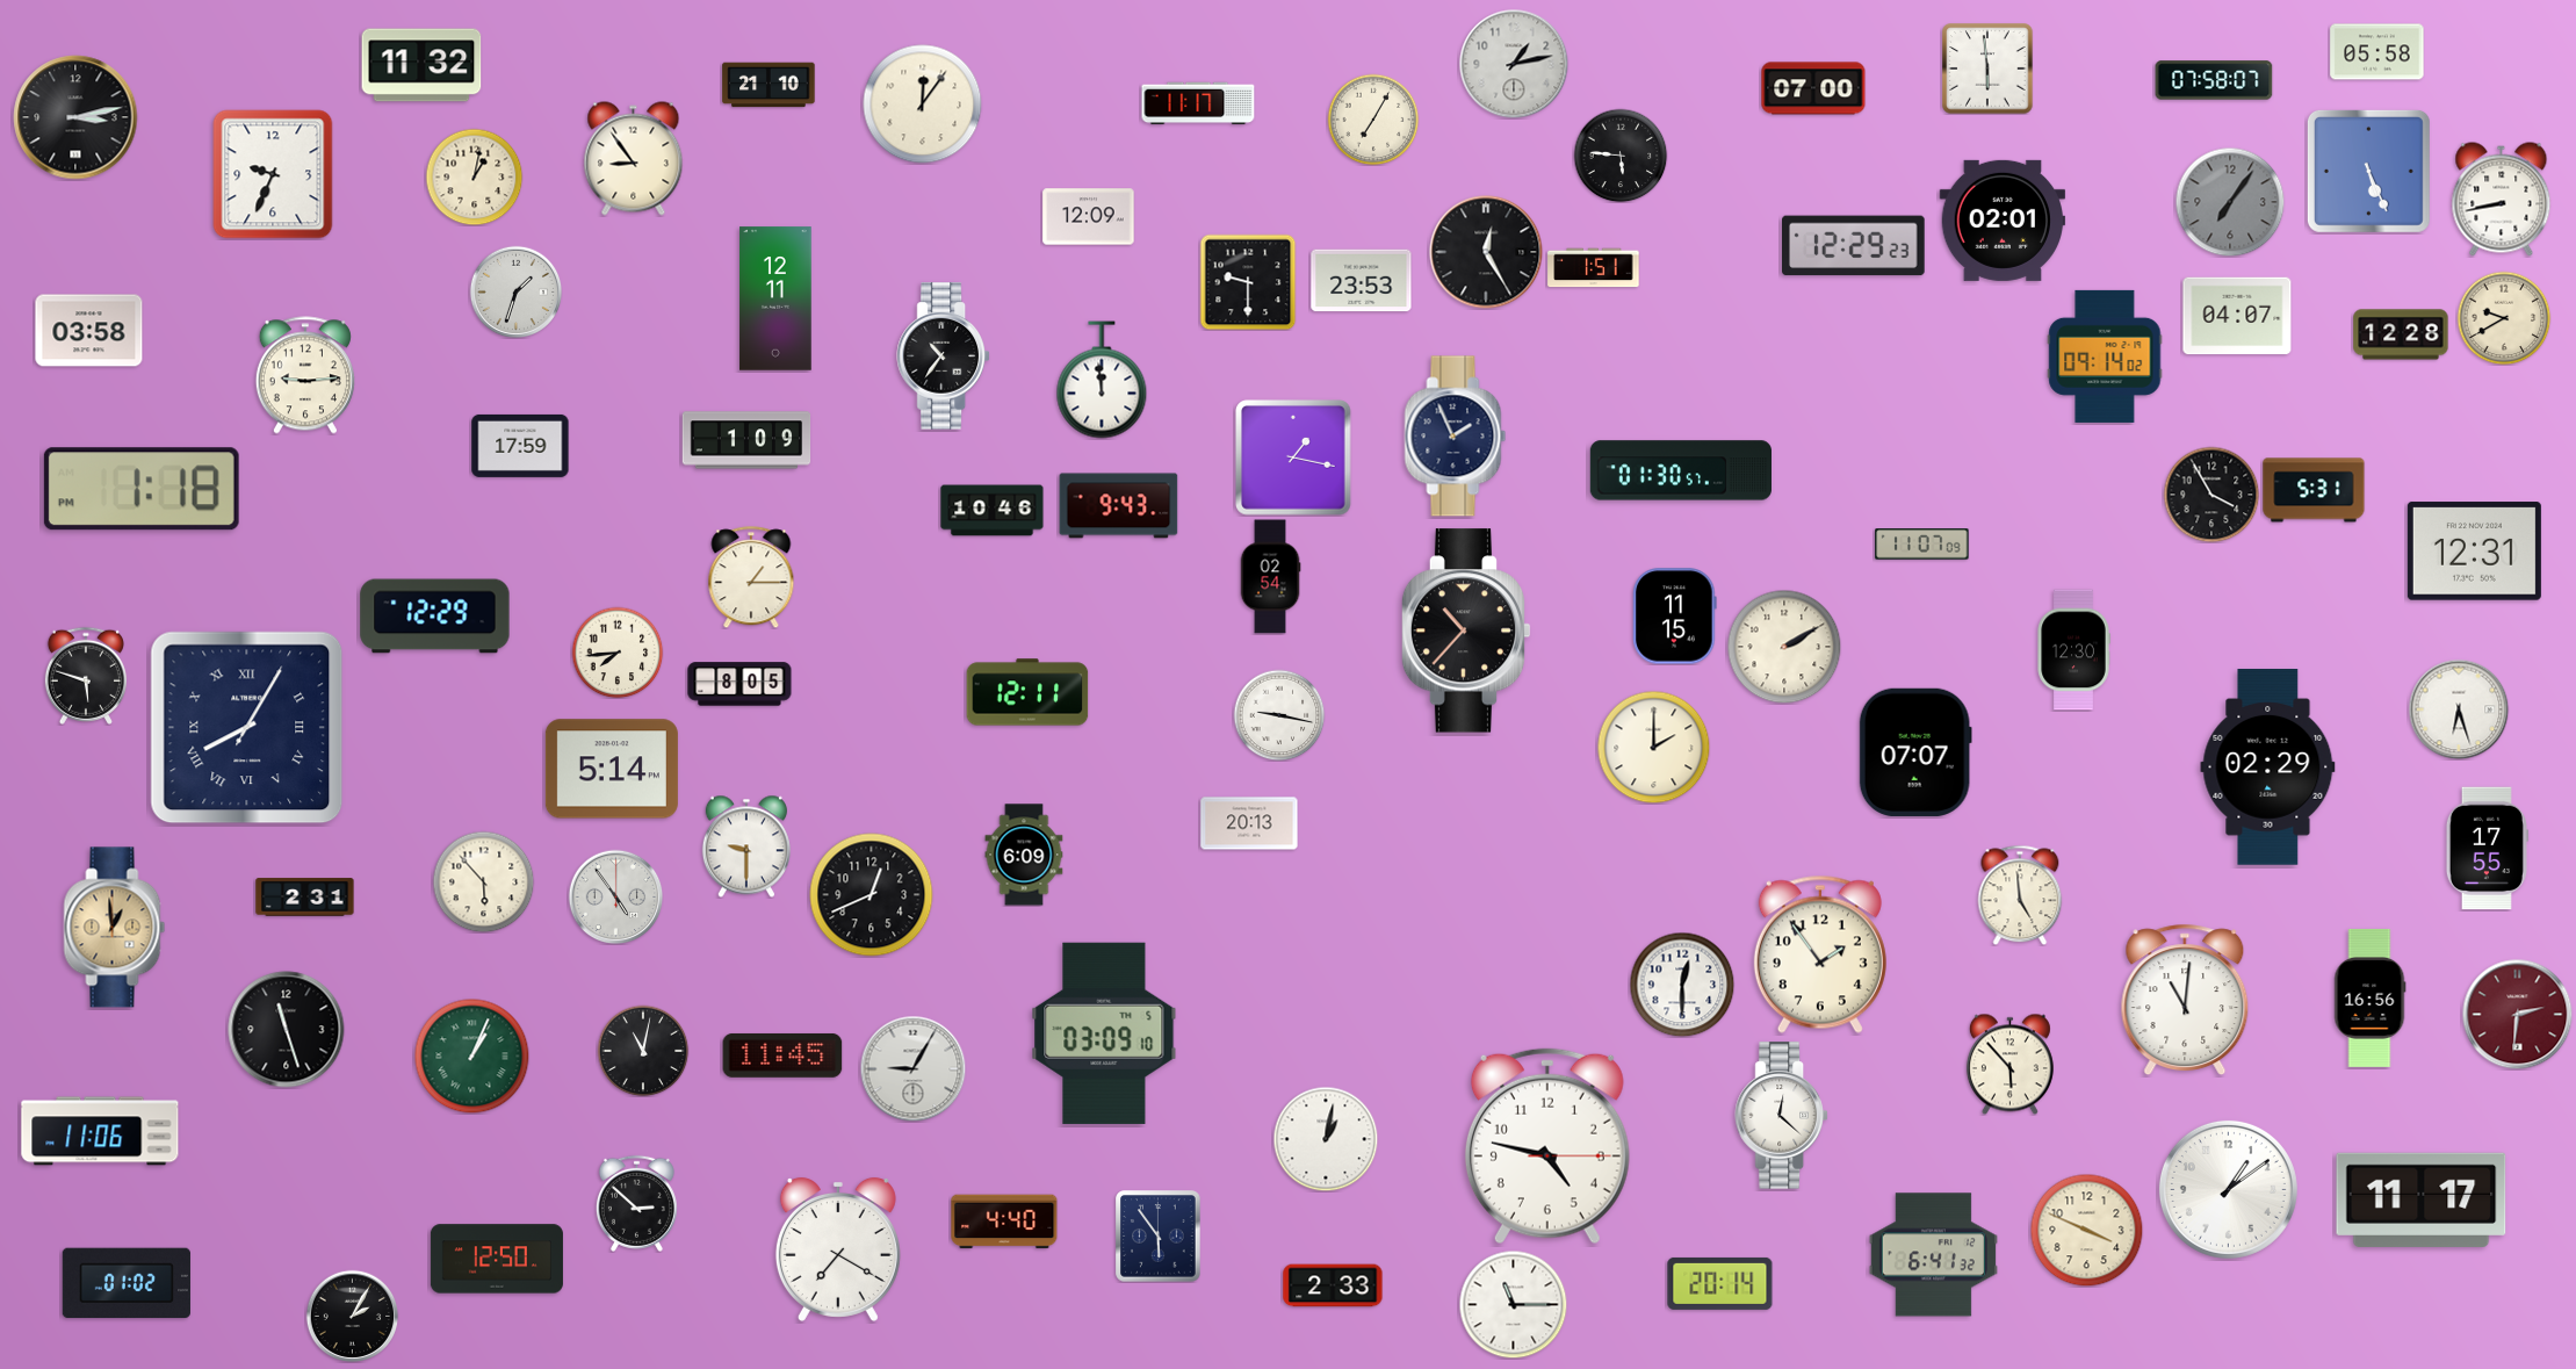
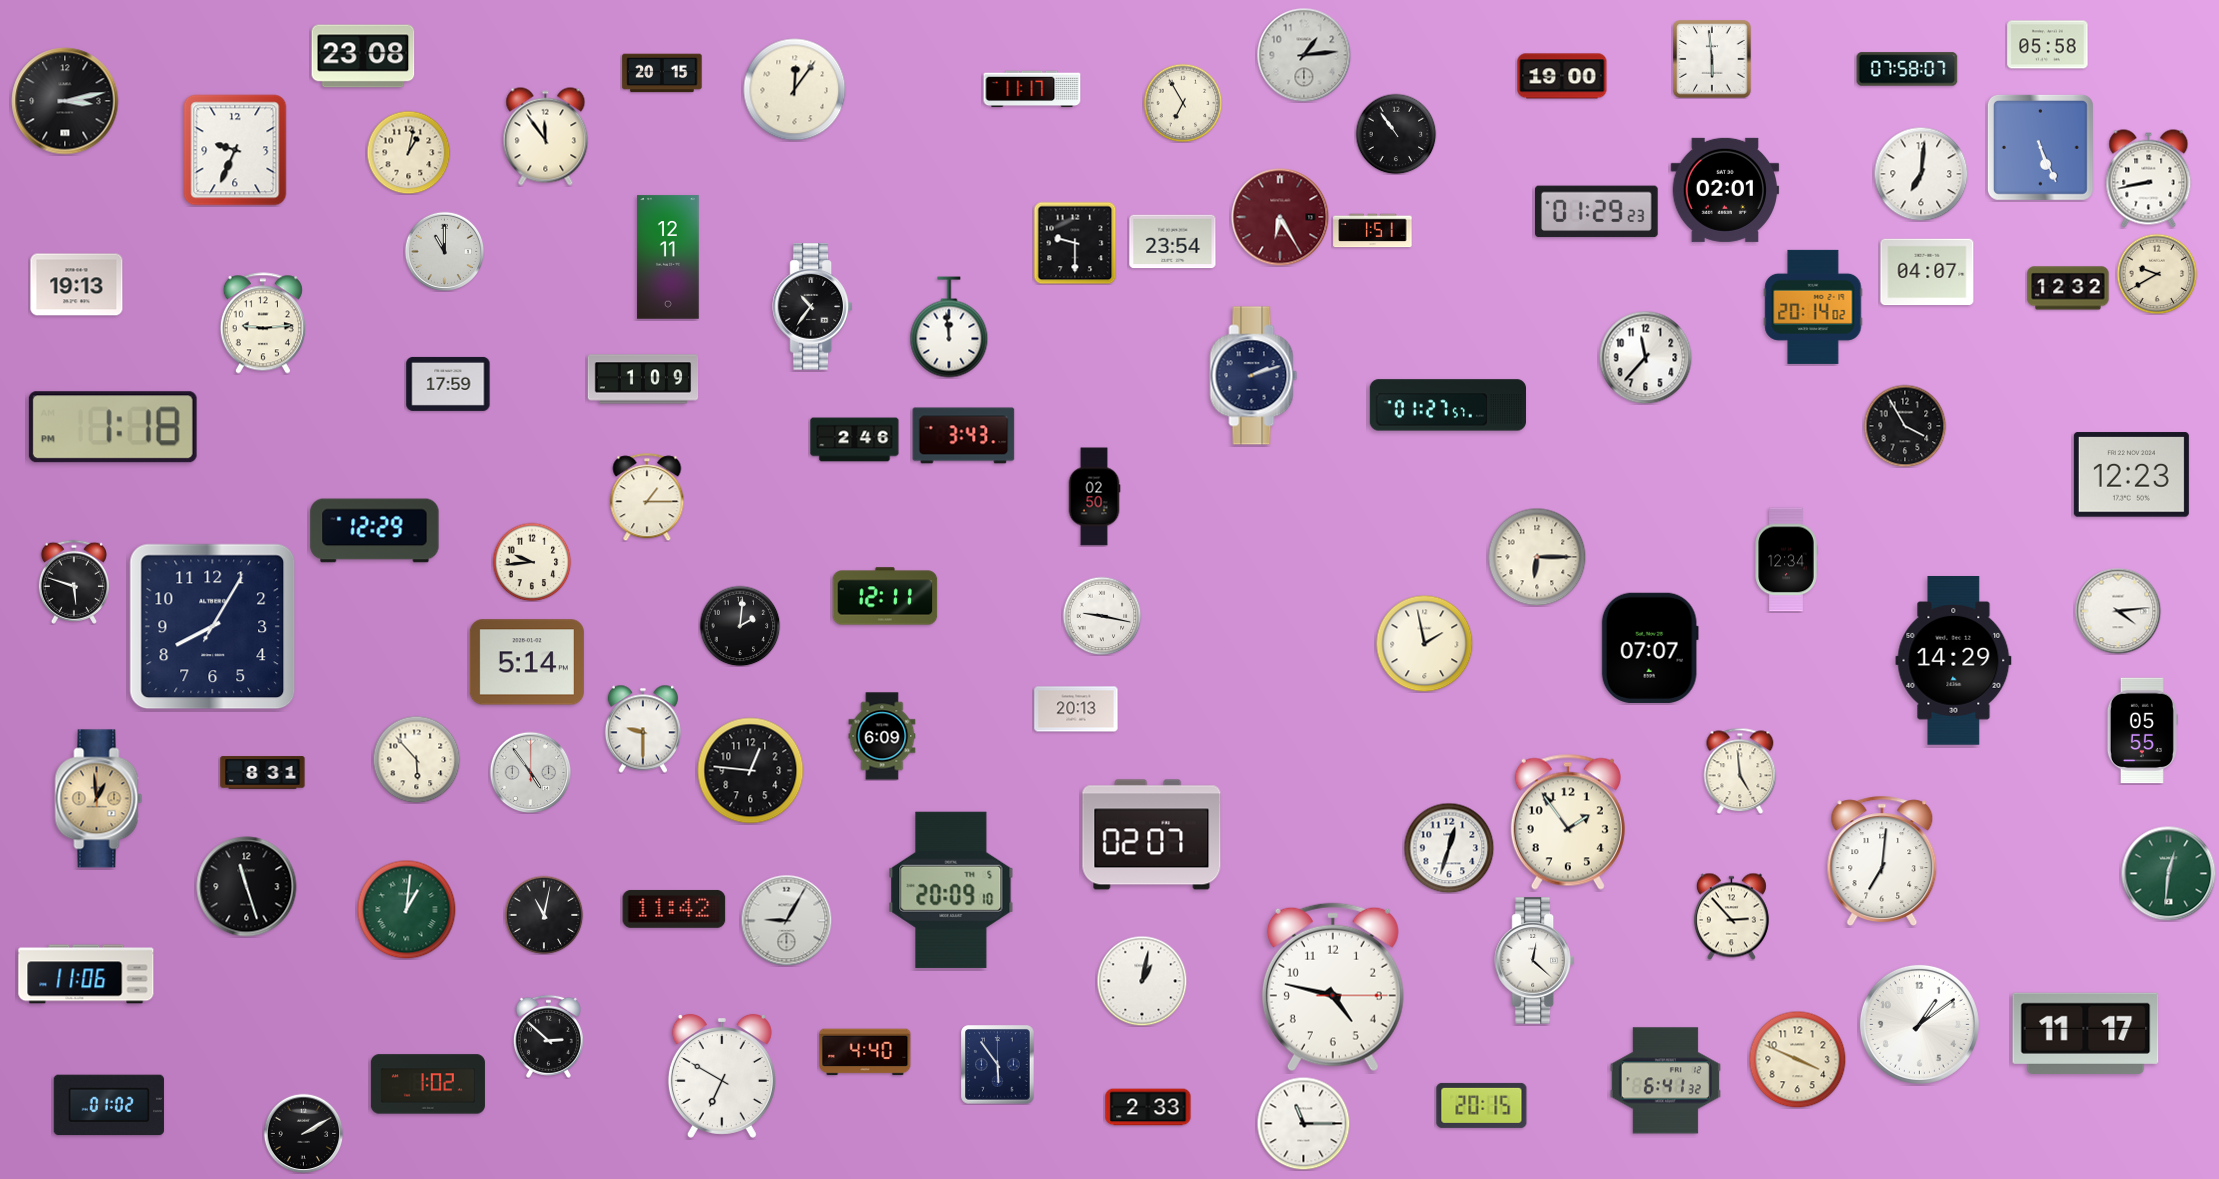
clock at (1514, 64): 1:13 -> 1:14
clock at (421, 65): 11:32 -> 23:08
clock at (769, 85): 21:10 -> 20:15
clock at (1813, 88): 07:00 -> 19:00
clock at (1373, 120): 7:05 -> 6:55
clock at (1621, 156): 5:46 -> 10:54
clock at (634, 159): 8:54 -> 11:54
clock at (2502, 200) position: (2502, 200) -> (2149, 179)
clock at (2230, 202): 7:06 -> 7:01
clock at (2230, 202) dial: grey -> white
clock at (1089, 217): 12:09 -> none
clock at (1854, 246): 12:29 -> 01:29
clock at (1486, 252): 12:25 -> 6:25
clock at (1486, 252) dial: black -> burgundy
clock at (1362, 281): 23:53 -> 23:54
clock at (515, 291): 1:33 -> 11:00
clock at (89, 331): 03:58 -> 19:13
clock at (2401, 334): 12:28 -> 12:32
clock at (2105, 356): 09:14 -> 20:14
clock at (1645, 357): none -> 11:37
clock at (1456, 437): 1:56 -> 2:12
clock at (1293, 457): 1:17 -> none
clock at (1680, 470): 01:30 -> 01:27
clock at (142, 489) position: (142, 489) -> (113, 427)
clock at (2314, 490): 5:31 -> none
clock at (1119, 506): 9:43 -> 3:43
clock at (993, 511): 10:46 -> 2:46
clock at (1922, 545): 11:07 -> none
clock at (2474, 552): 12:31 -> 12:23
clock at (1270, 577): 02:54 -> 02:50
clock at (1675, 617): 11:15 -> none
clock at (1466, 631): 10:37 -> none
clock at (1784, 647): 2:10 -> 6:15
clock at (2073, 650): 12:30 -> 12:34
clock at (618, 653): 7:44 -> 9:44
clock at (739, 684): 8:05 -> none
clock at (2459, 709): 6:27 -> 4:14
clock at (740, 626): none -> 2:01
clock at (247, 728) numerals: Roman -> Arabic
clock at (1653, 747): 2:00 -> 1:58
clock at (2268, 768): 02:29 -> 14:29
clock at (2487, 849): 17:55 -> 05:55
clock at (872, 895): 12:41 -> 12:46
clock at (305, 898): 2:31 -> 8:31
clock at (1152, 835): none -> 02:07
clock at (1682, 985): 12:30 -> 12:33
clock at (2369, 997): 16:56 -> none
clock at (2185, 1000): 11:01 -> 7:01
clock at (2517, 1014): 2:31 -> 12:31
clock at (2517, 1014) dial: burgundy -> green
clock at (1104, 1033): 03:09 -> 20:09
clock at (643, 1051) position: (643, 1051) -> (544, 915)
clock at (782, 1055): 11:45 -> 11:42
clock at (472, 1057): 1:04 -> 1:01
clock at (2009, 1064): 5:53 -> 2:53
clock at (838, 1249): 7:20 -> 6:50
clock at (497, 1259): 12:50 -> 1:02
clock at (1720, 1283): 20:14 -> 20:15
clock at (352, 1316): 2:05 -> 2:10
